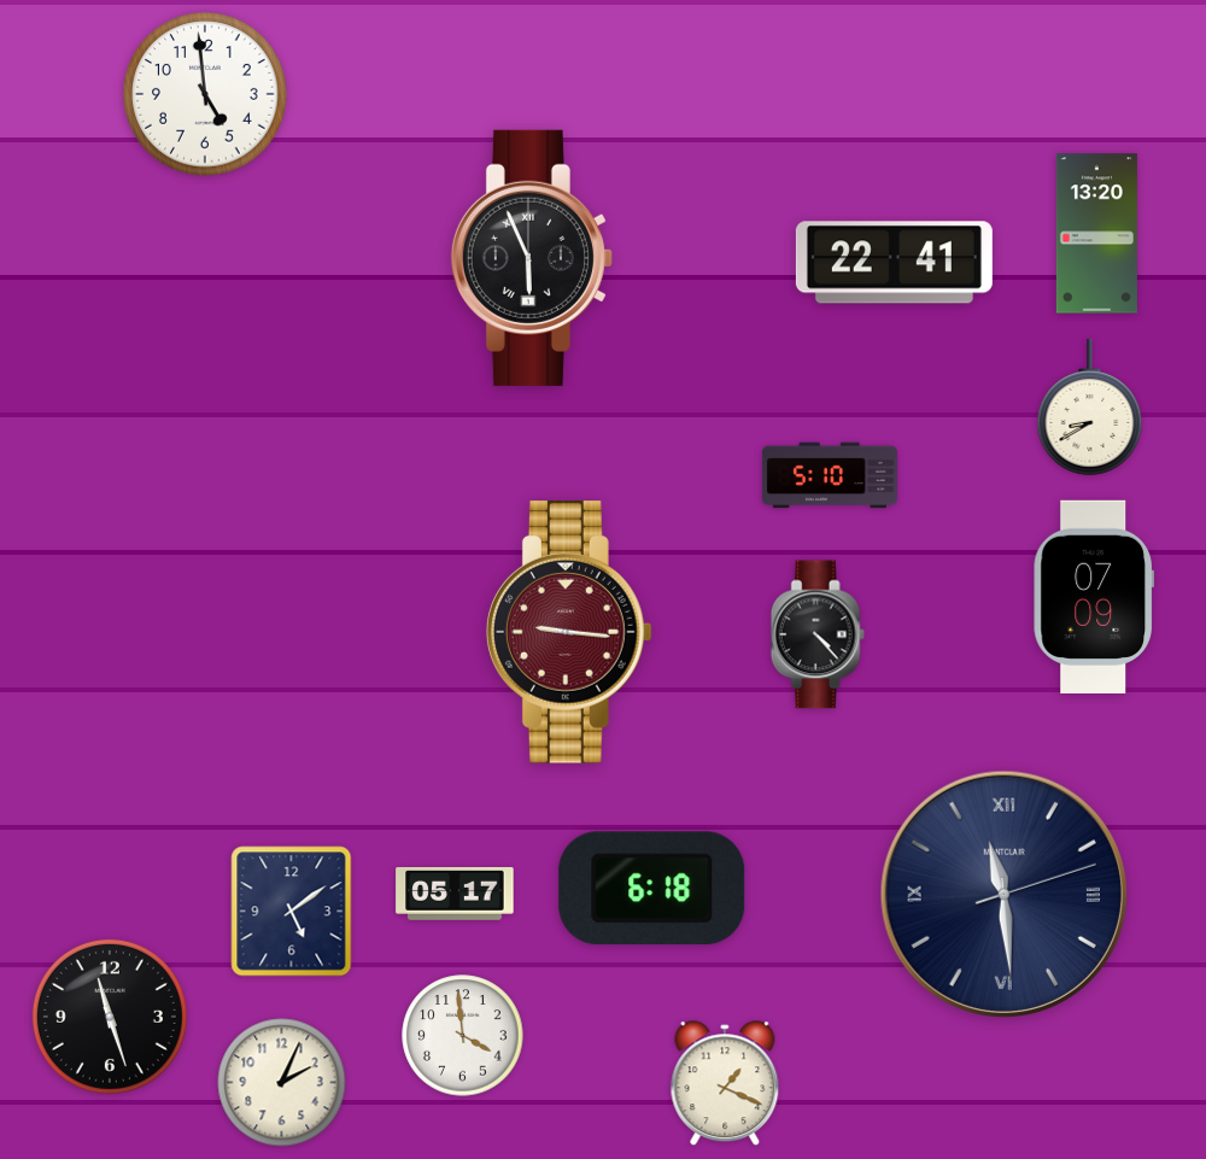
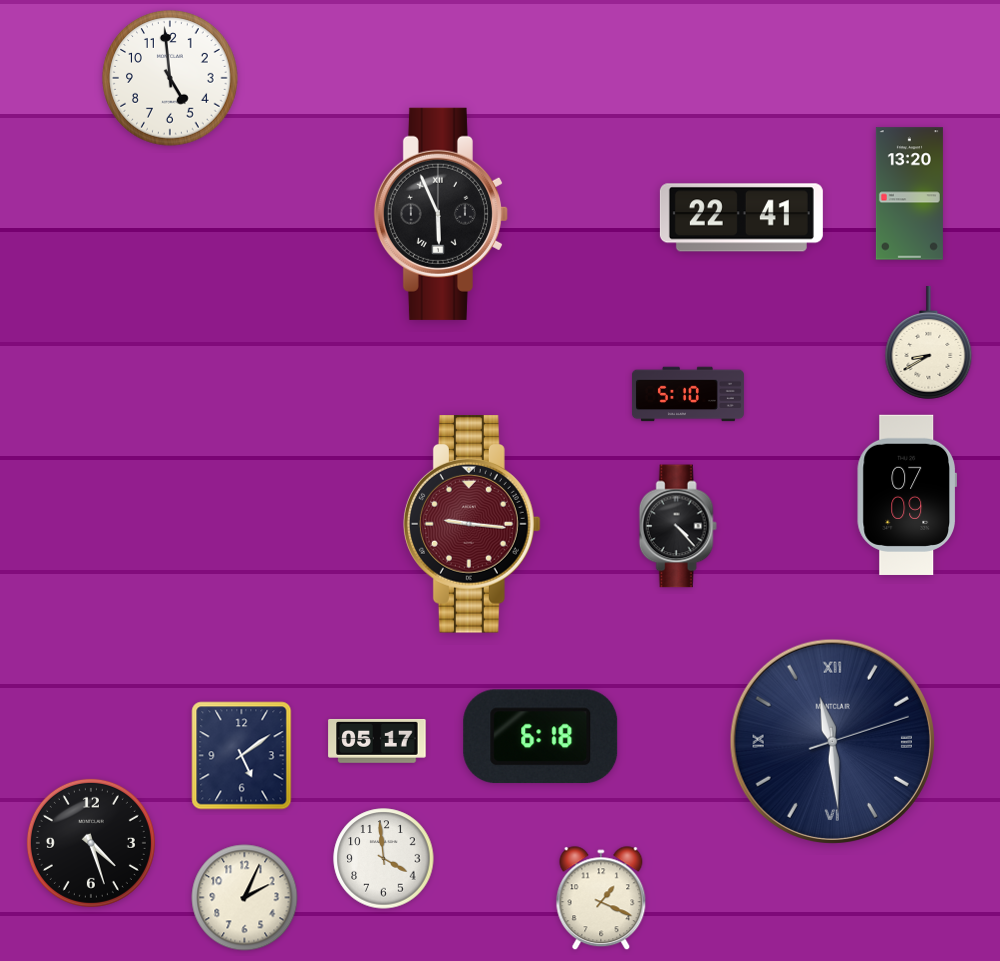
clock at (1090, 408) position: (1090, 408) -> (929, 343)
clock at (110, 1017): 11:27 -> 4:27
clock at (282, 1083) position: (282, 1083) -> (245, 898)
